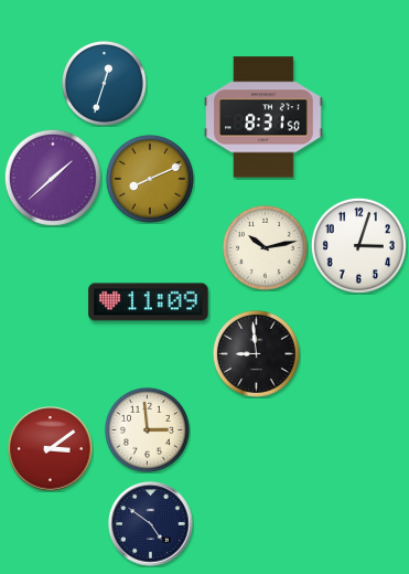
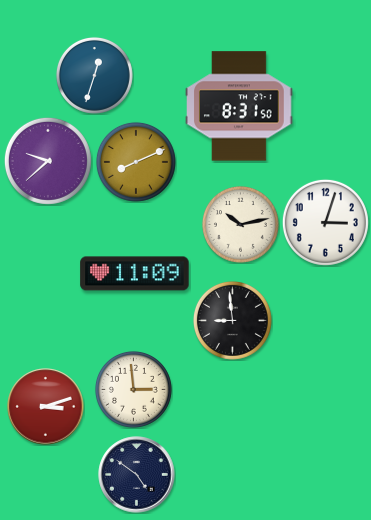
clock at (53, 178): 1:38 -> 9:38
clock at (51, 449): 3:09 -> 3:12
